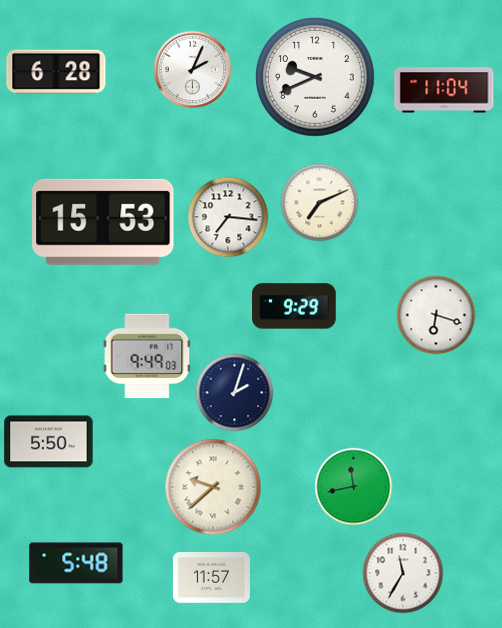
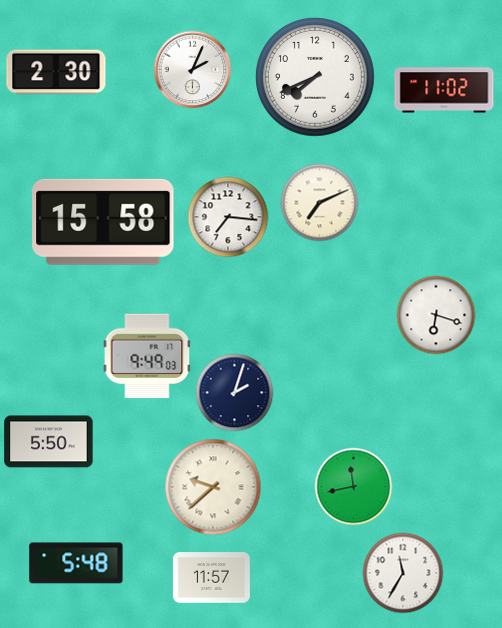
clock at (56, 72): 6:28 -> 2:30
clock at (316, 78): 9:41 -> 7:41
clock at (444, 90): 11:04 -> 11:02
clock at (103, 222): 15:53 -> 15:58
clock at (294, 306): 9:29 -> none
